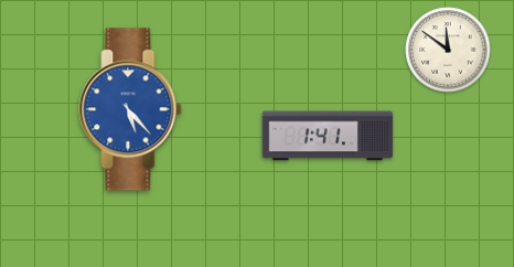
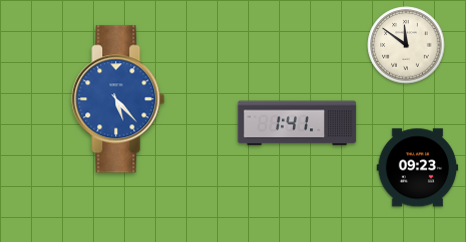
clock at (418, 168): none -> 09:23
